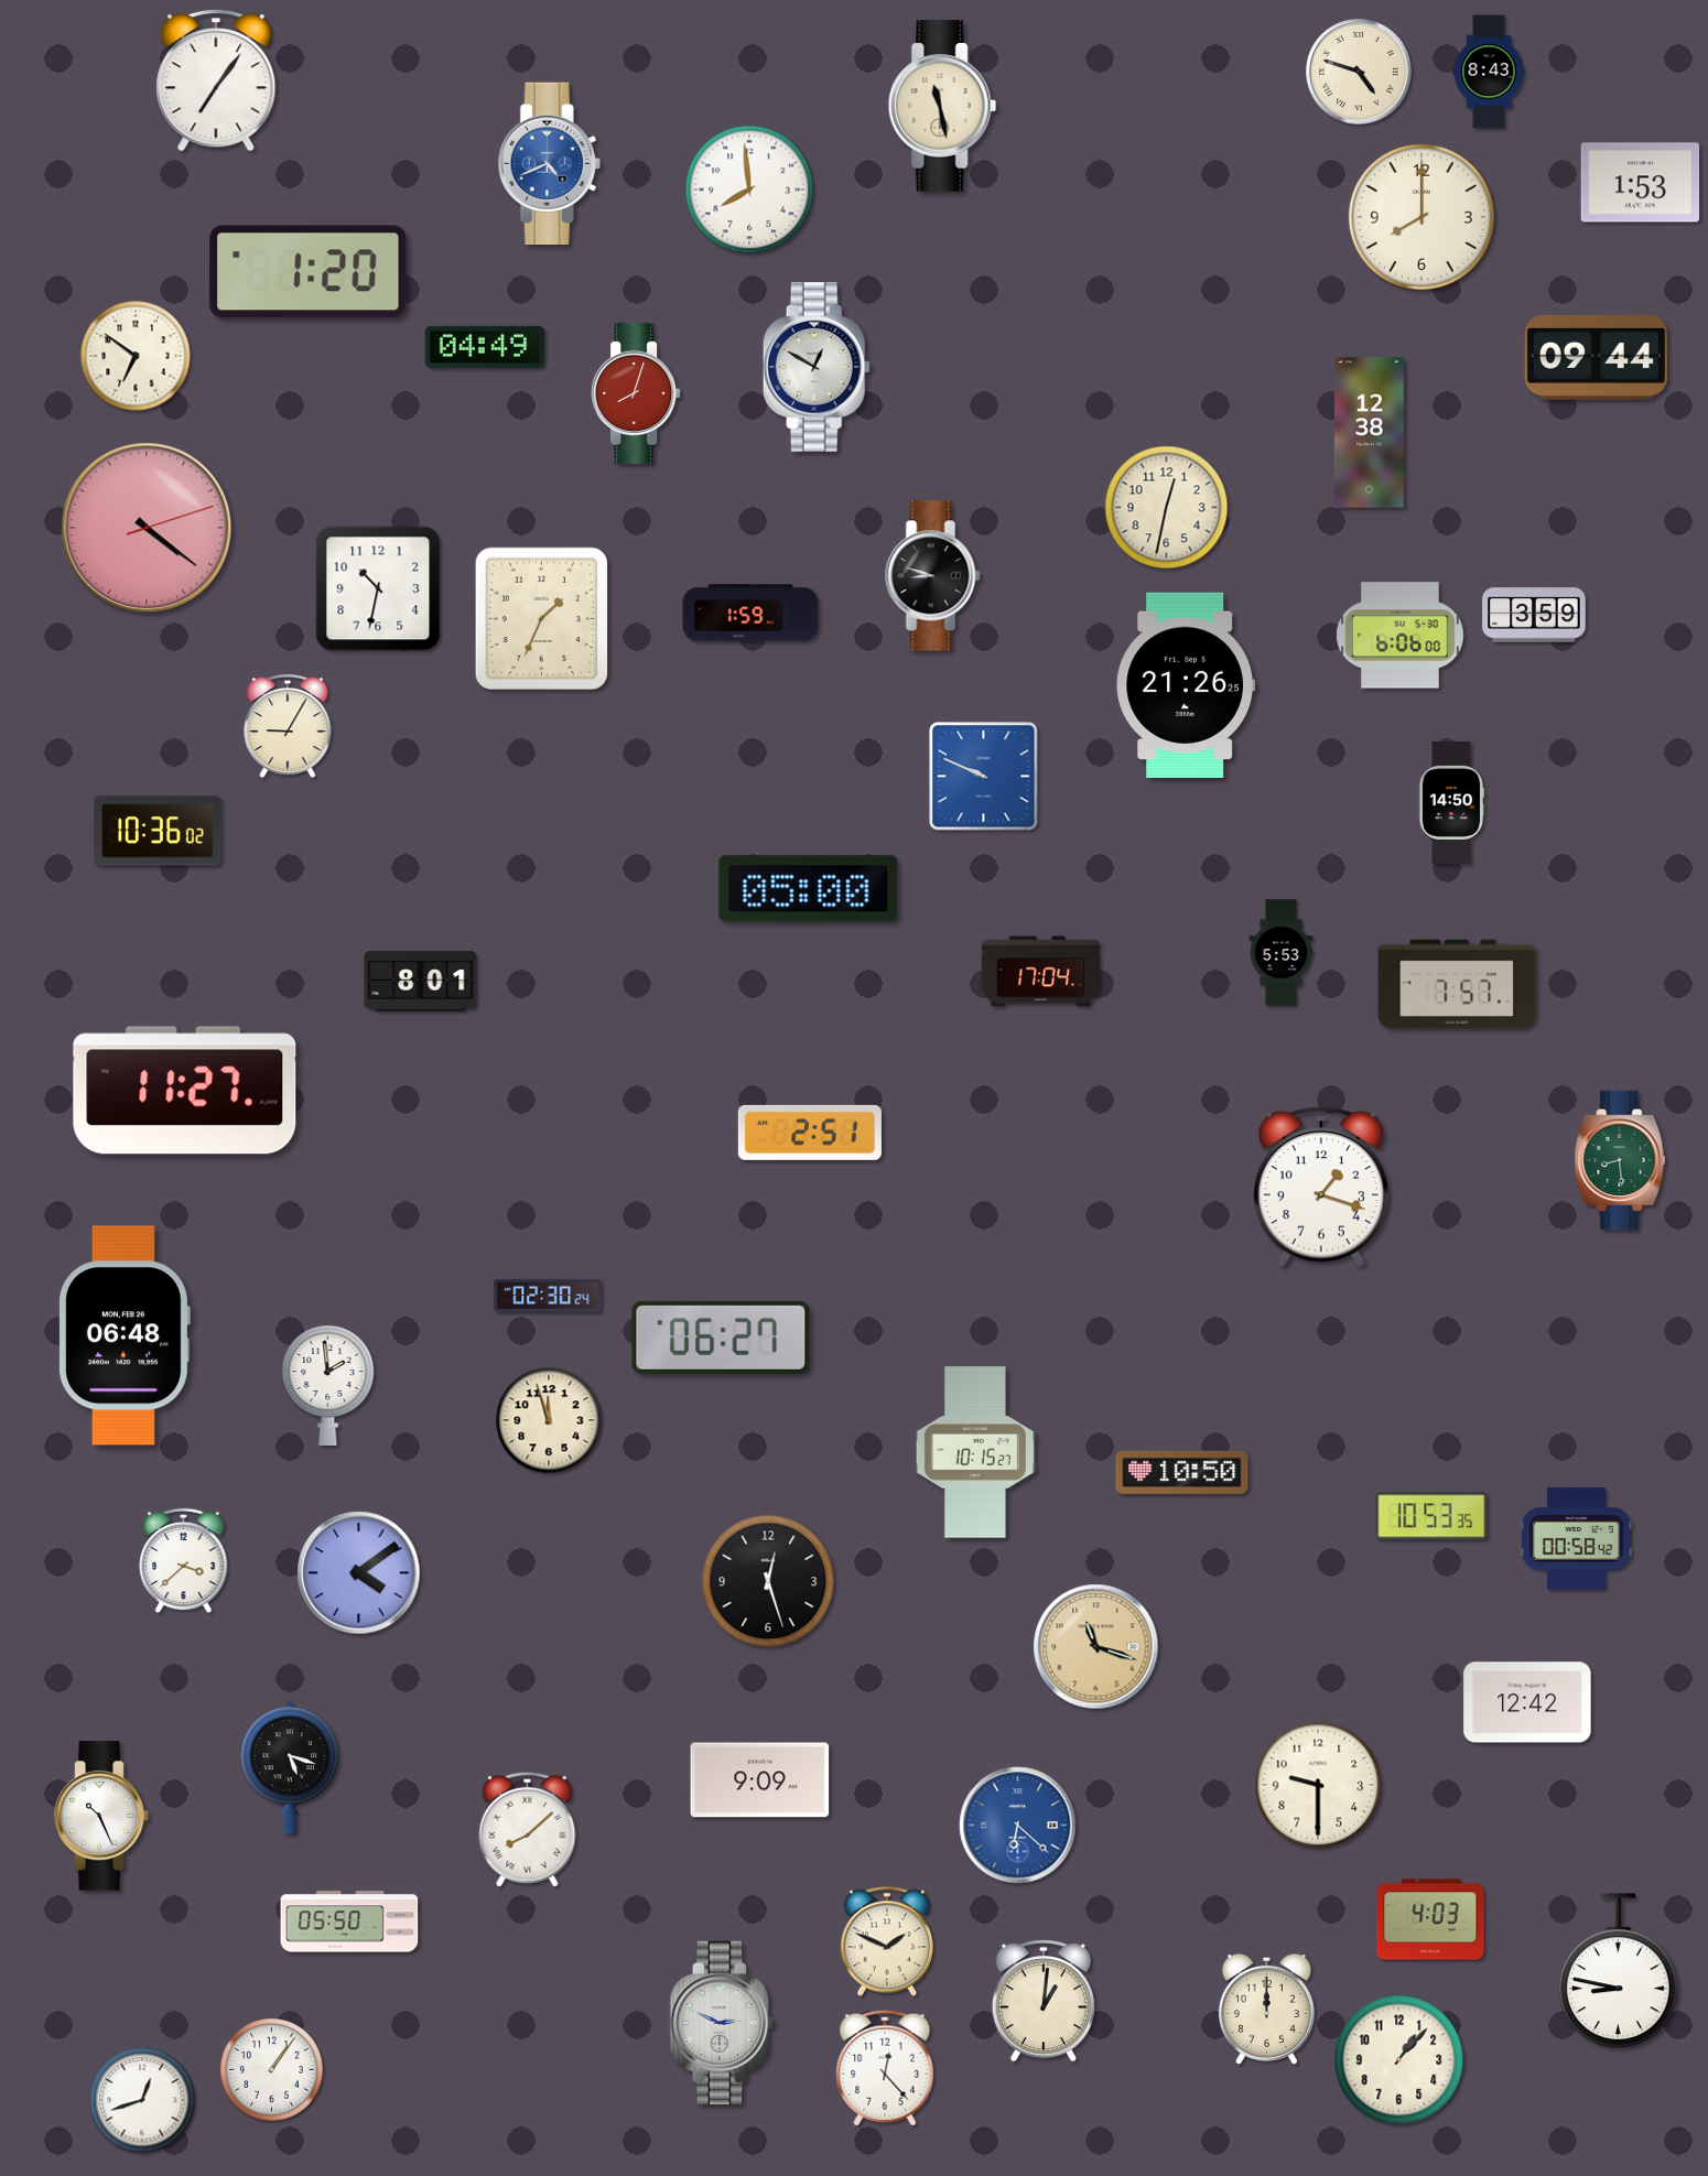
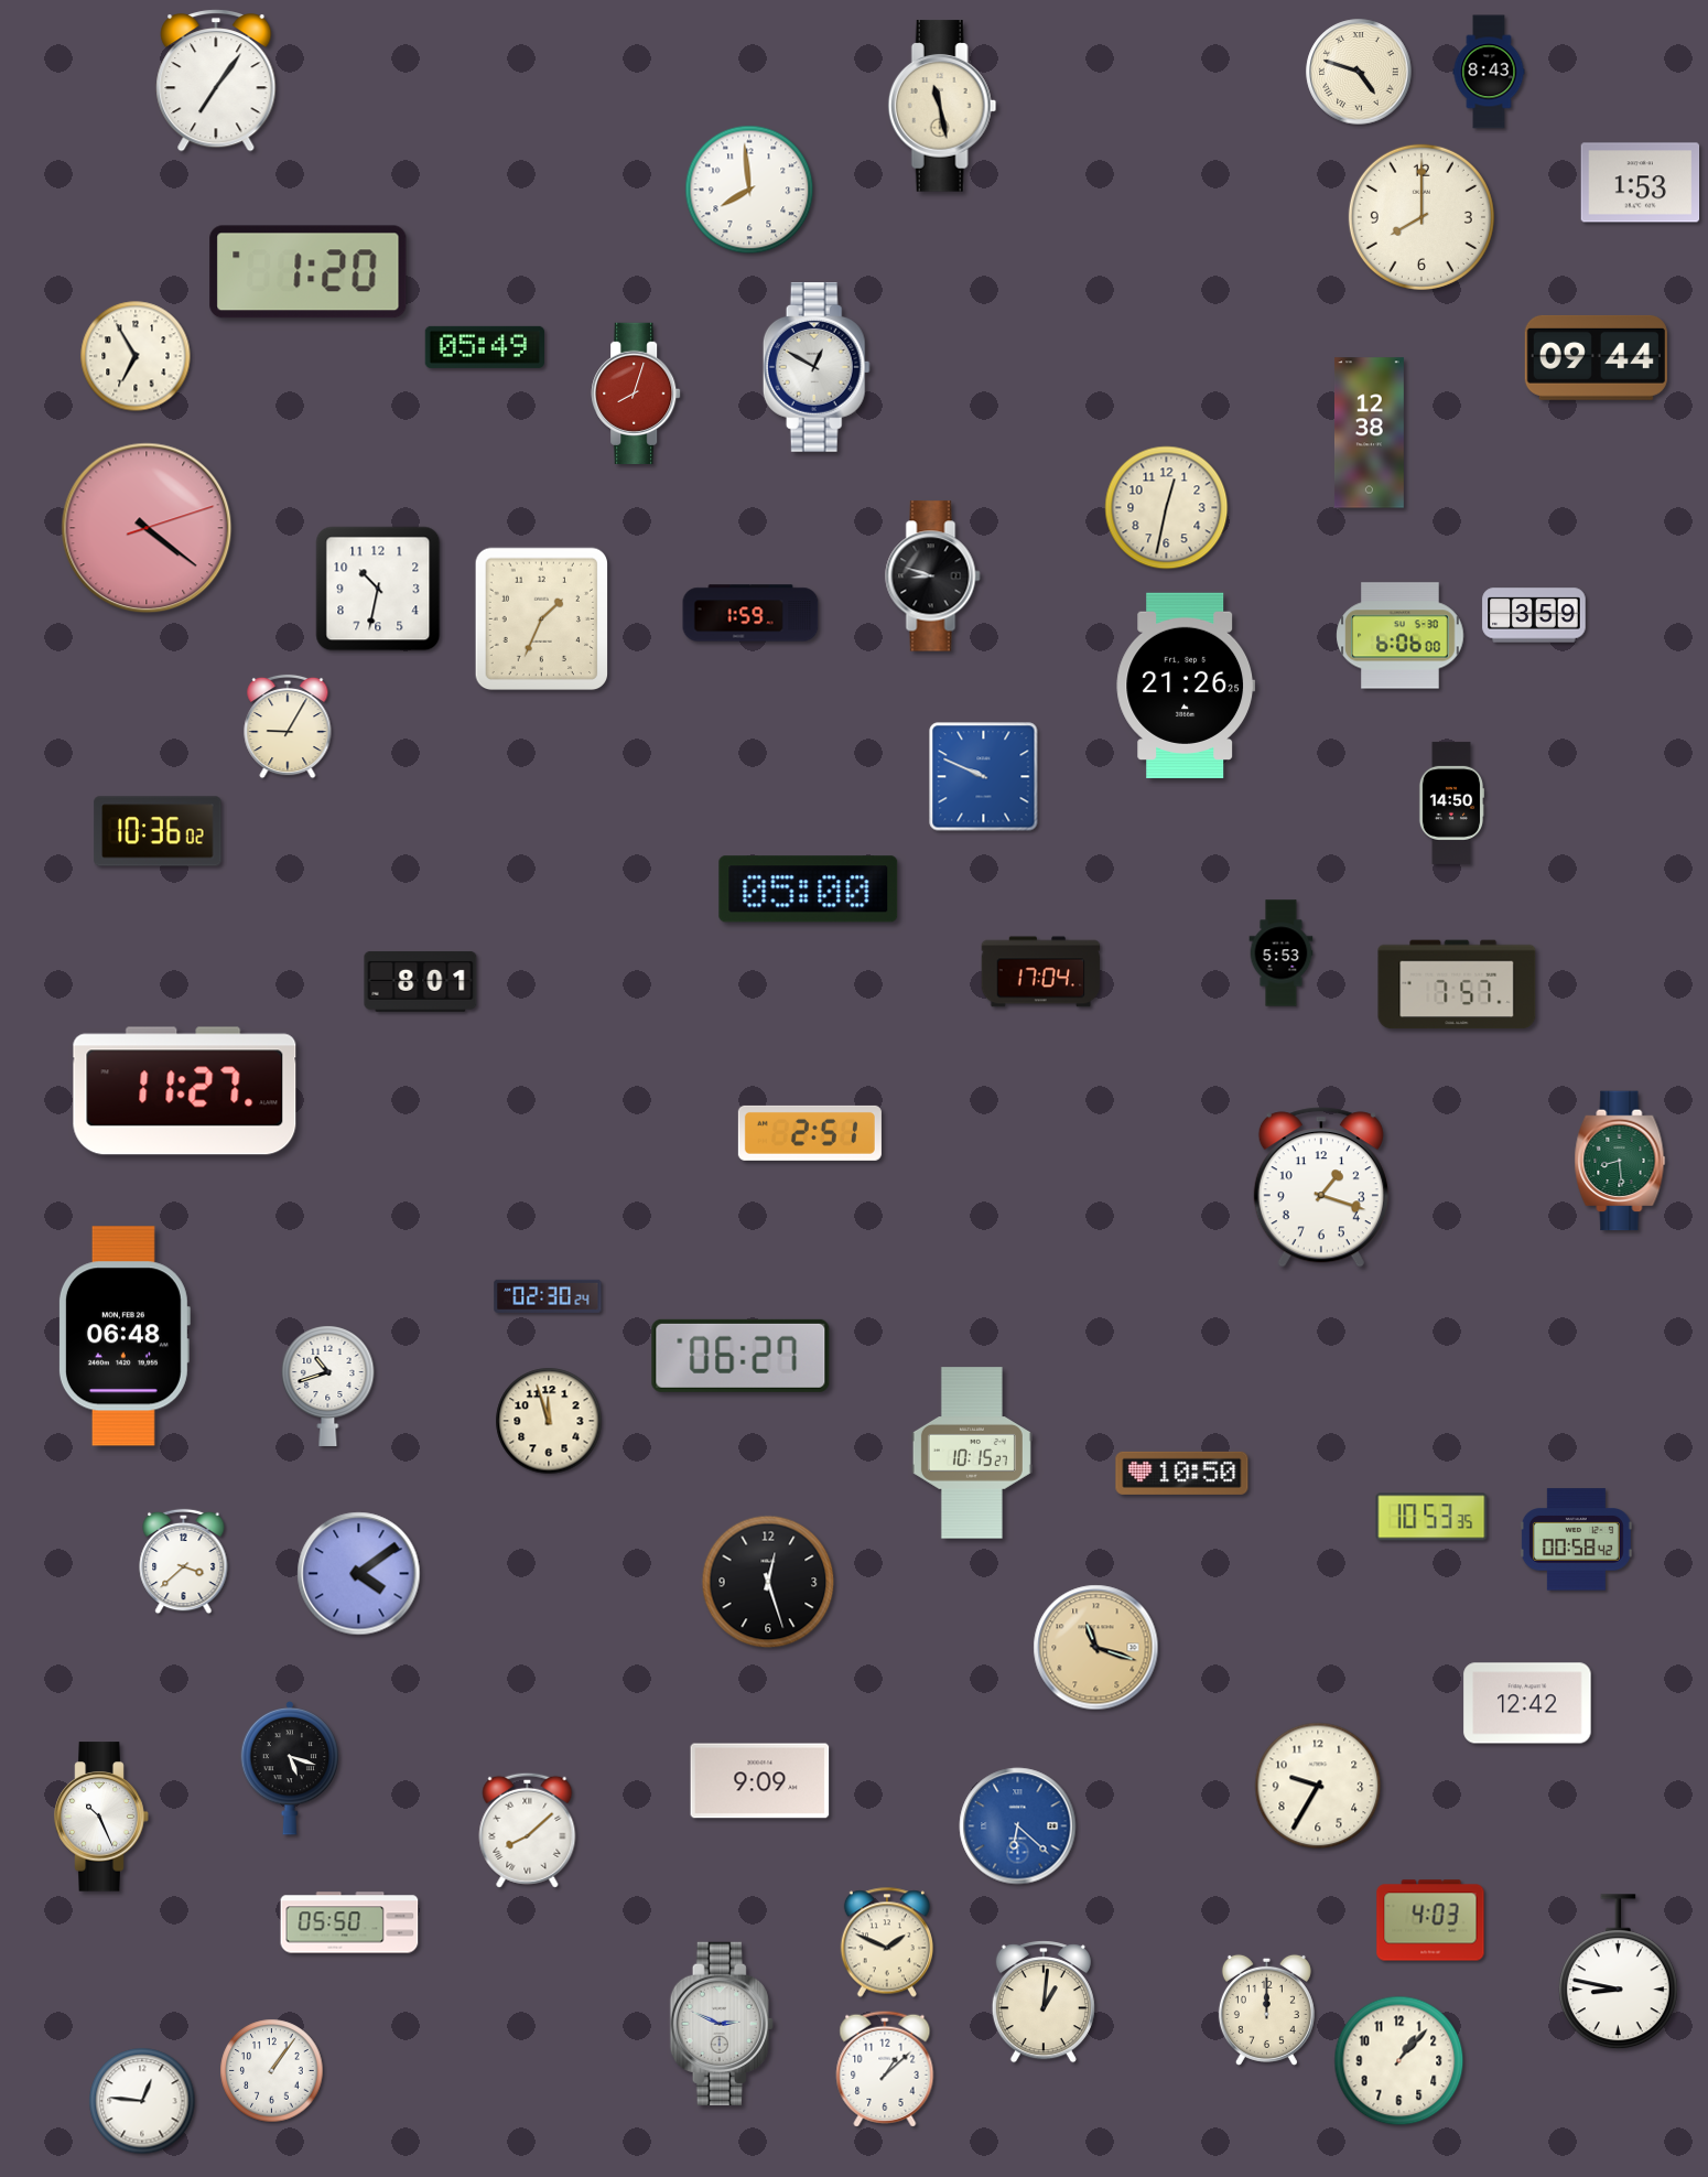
clock at (549, 164): 4:41 -> none
clock at (484, 347): 04:49 -> 05:49
clock at (136, 356): 6:51 -> 6:55
clock at (721, 1338) position: (721, 1338) -> (741, 1356)
clock at (328, 1385): 1:59 -> 10:42
clock at (975, 1452) position: (975, 1452) -> (972, 1453)
clock at (1318, 1785): 9:30 -> 9:35
clock at (885, 2068): 12:23 -> 1:08
clock at (142, 2100): 12:42 -> 12:46
